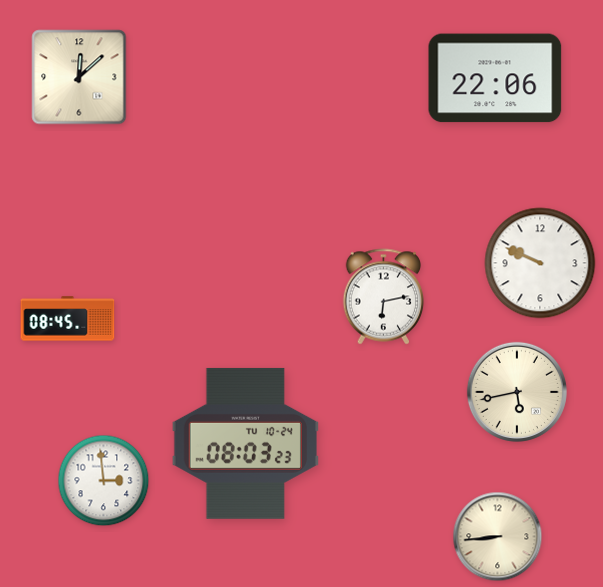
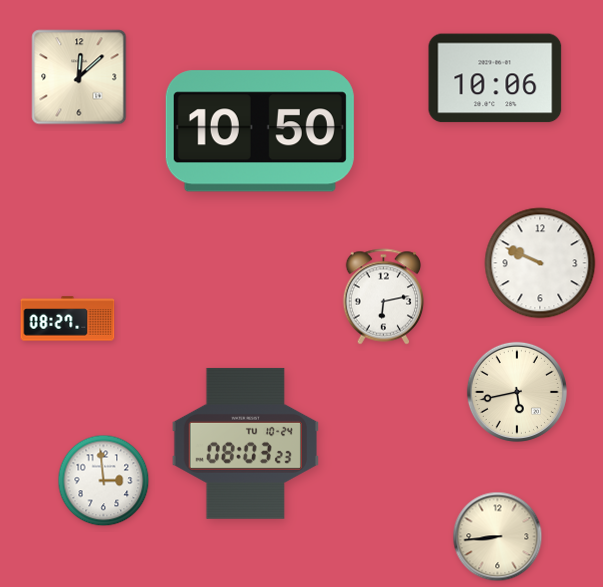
clock at (495, 78): 22:06 -> 10:06
clock at (260, 131): none -> 10:50
clock at (68, 319): 08:45 -> 08:27
